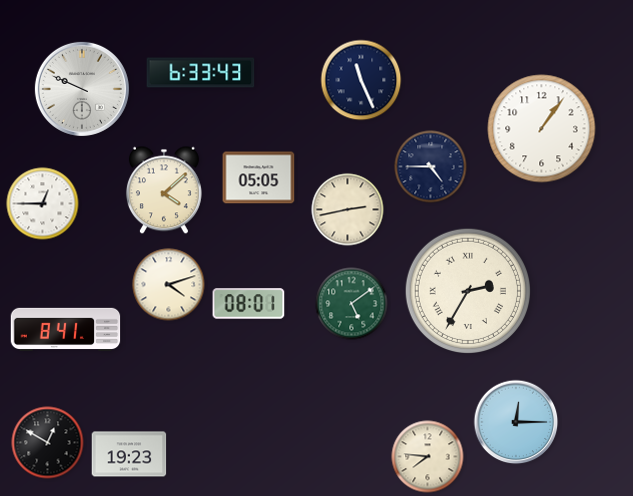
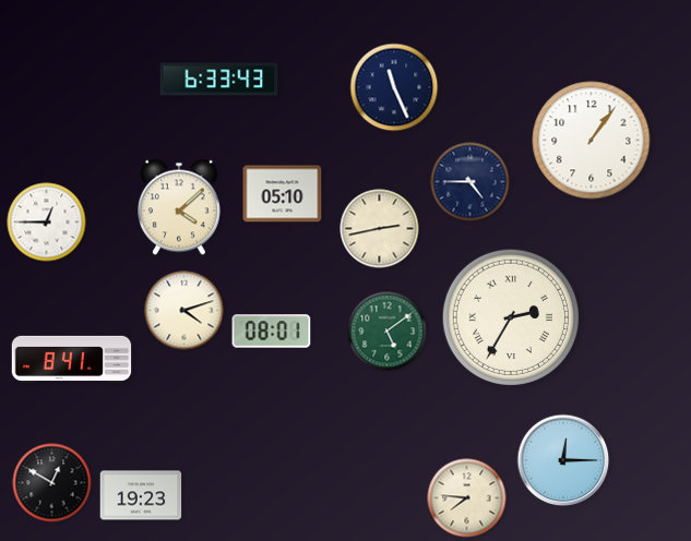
clock at (82, 89): 9:49 -> none
clock at (259, 178): 05:05 -> 05:10
clock at (352, 304) position: (352, 304) -> (388, 332)
